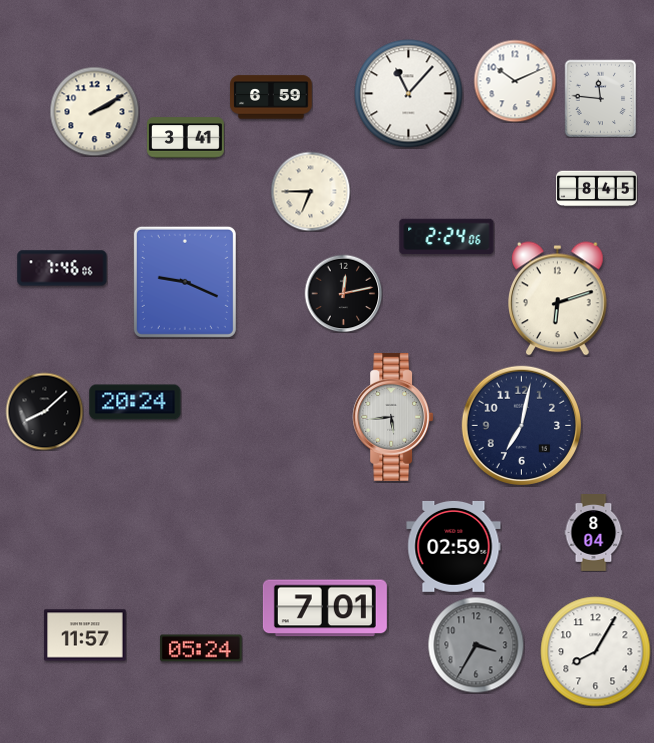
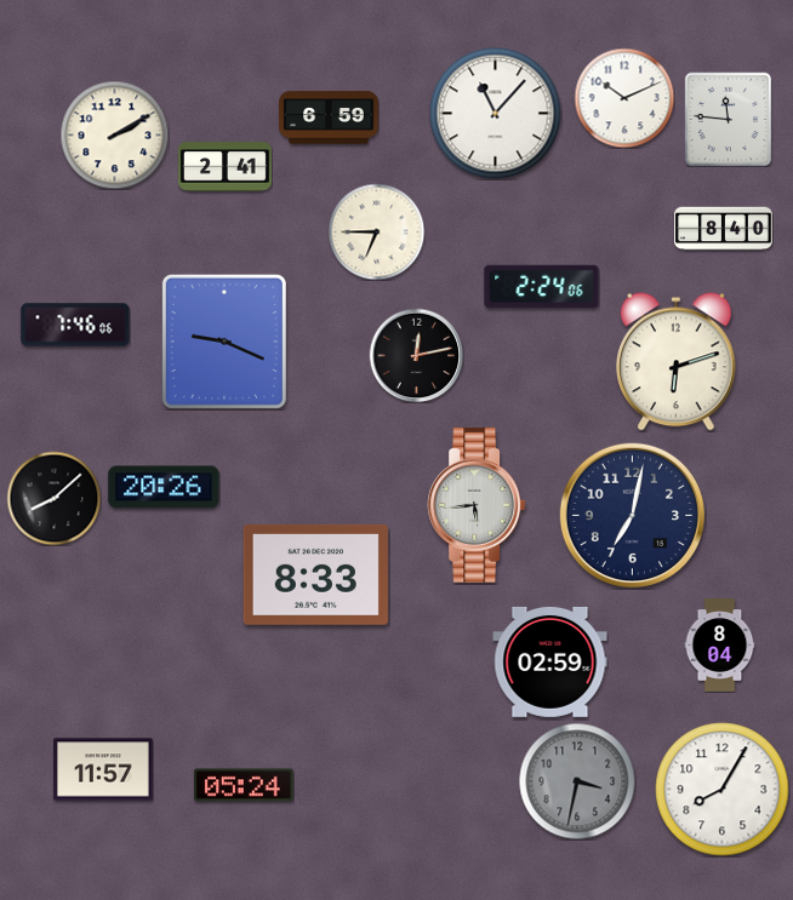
clock at (185, 138): 3:41 -> 2:41
clock at (597, 189): 8:45 -> 8:40
clock at (135, 402): 20:24 -> 20:26
clock at (315, 574): none -> 8:33
clock at (325, 608): 7:01 -> none
clock at (476, 645): 3:35 -> 3:32
